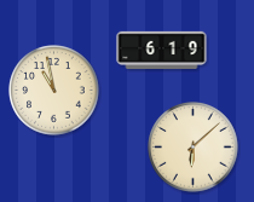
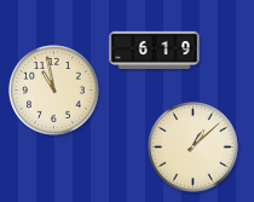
clock at (162, 50) position: (162, 50) -> (155, 50)
clock at (194, 148): 6:08 -> 1:08
